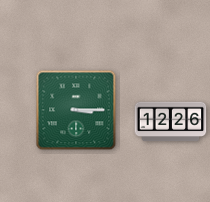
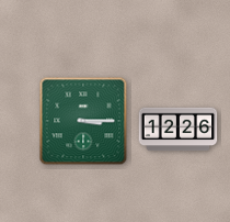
clock at (171, 122) position: (171, 122) -> (179, 130)
